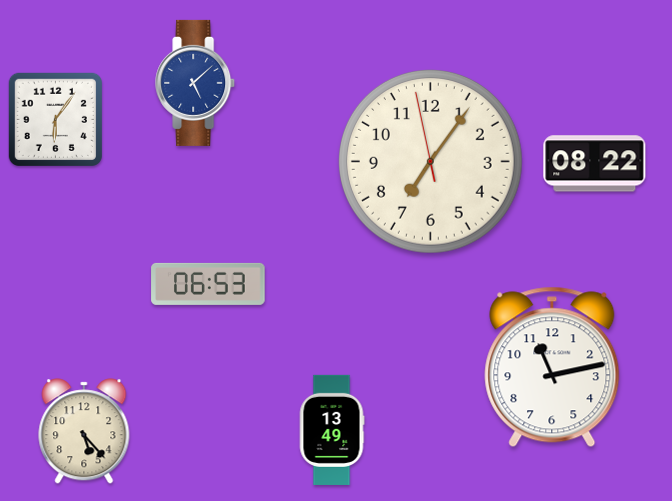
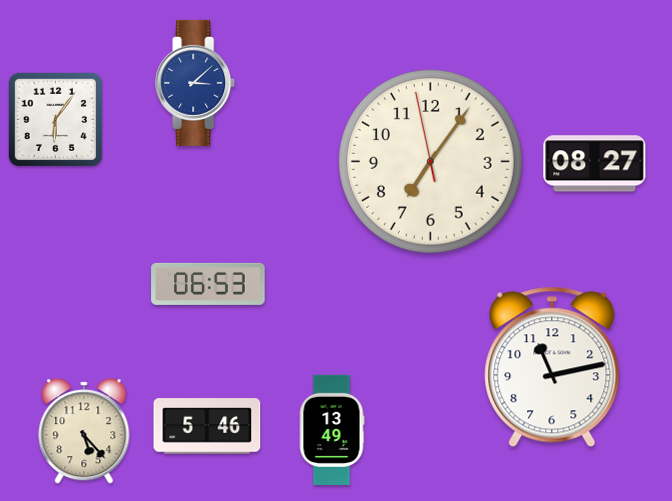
clock at (196, 83): 5:08 -> 3:08
clock at (595, 164): 08:22 -> 08:27
clock at (207, 426): none -> 5:46
